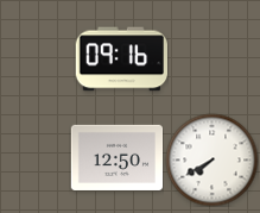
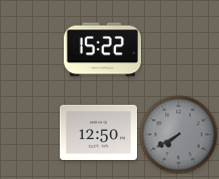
clock at (121, 59): 09:16 -> 15:22
clock at (211, 159) dial: white -> grey
